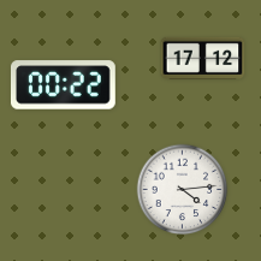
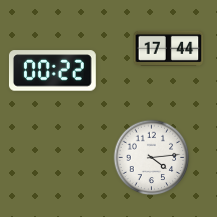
clock at (203, 58): 17:12 -> 17:44
